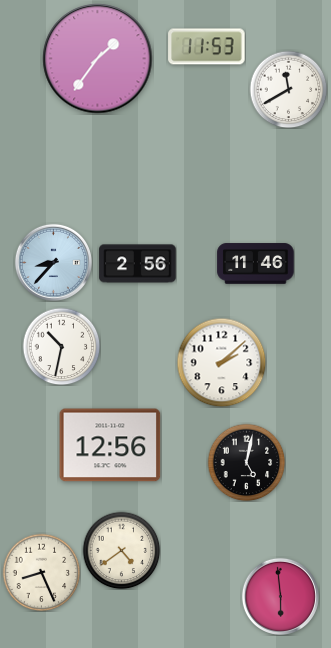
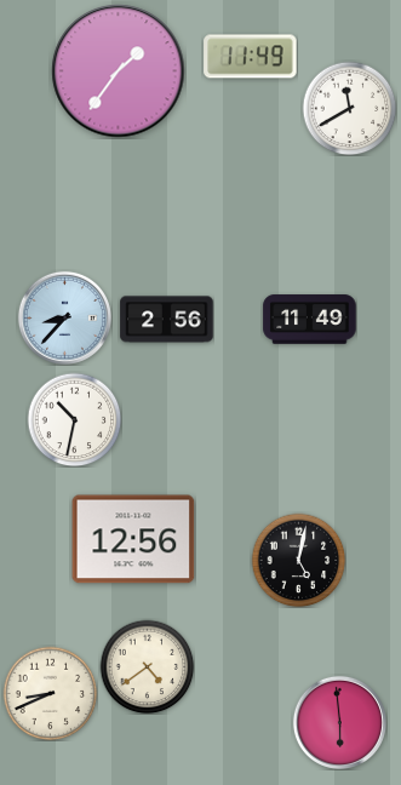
clock at (207, 47): 11:53 -> 11:49
clock at (256, 264): 11:46 -> 11:49
clock at (221, 362): 2:08 -> none
clock at (41, 572): 8:26 -> 8:41
